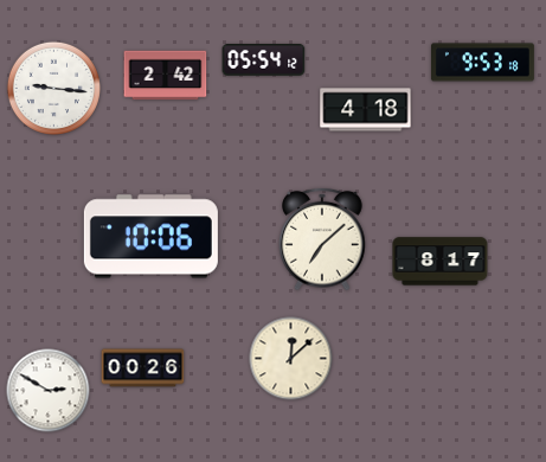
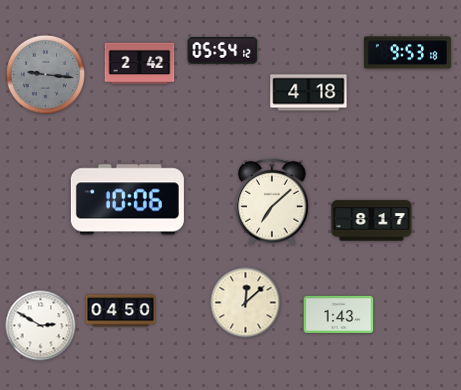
clock at (53, 88) dial: white -> grey
clock at (143, 368): 00:26 -> 04:50
clock at (339, 314): none -> 1:43
clock at (49, 391) position: (49, 391) -> (41, 326)
